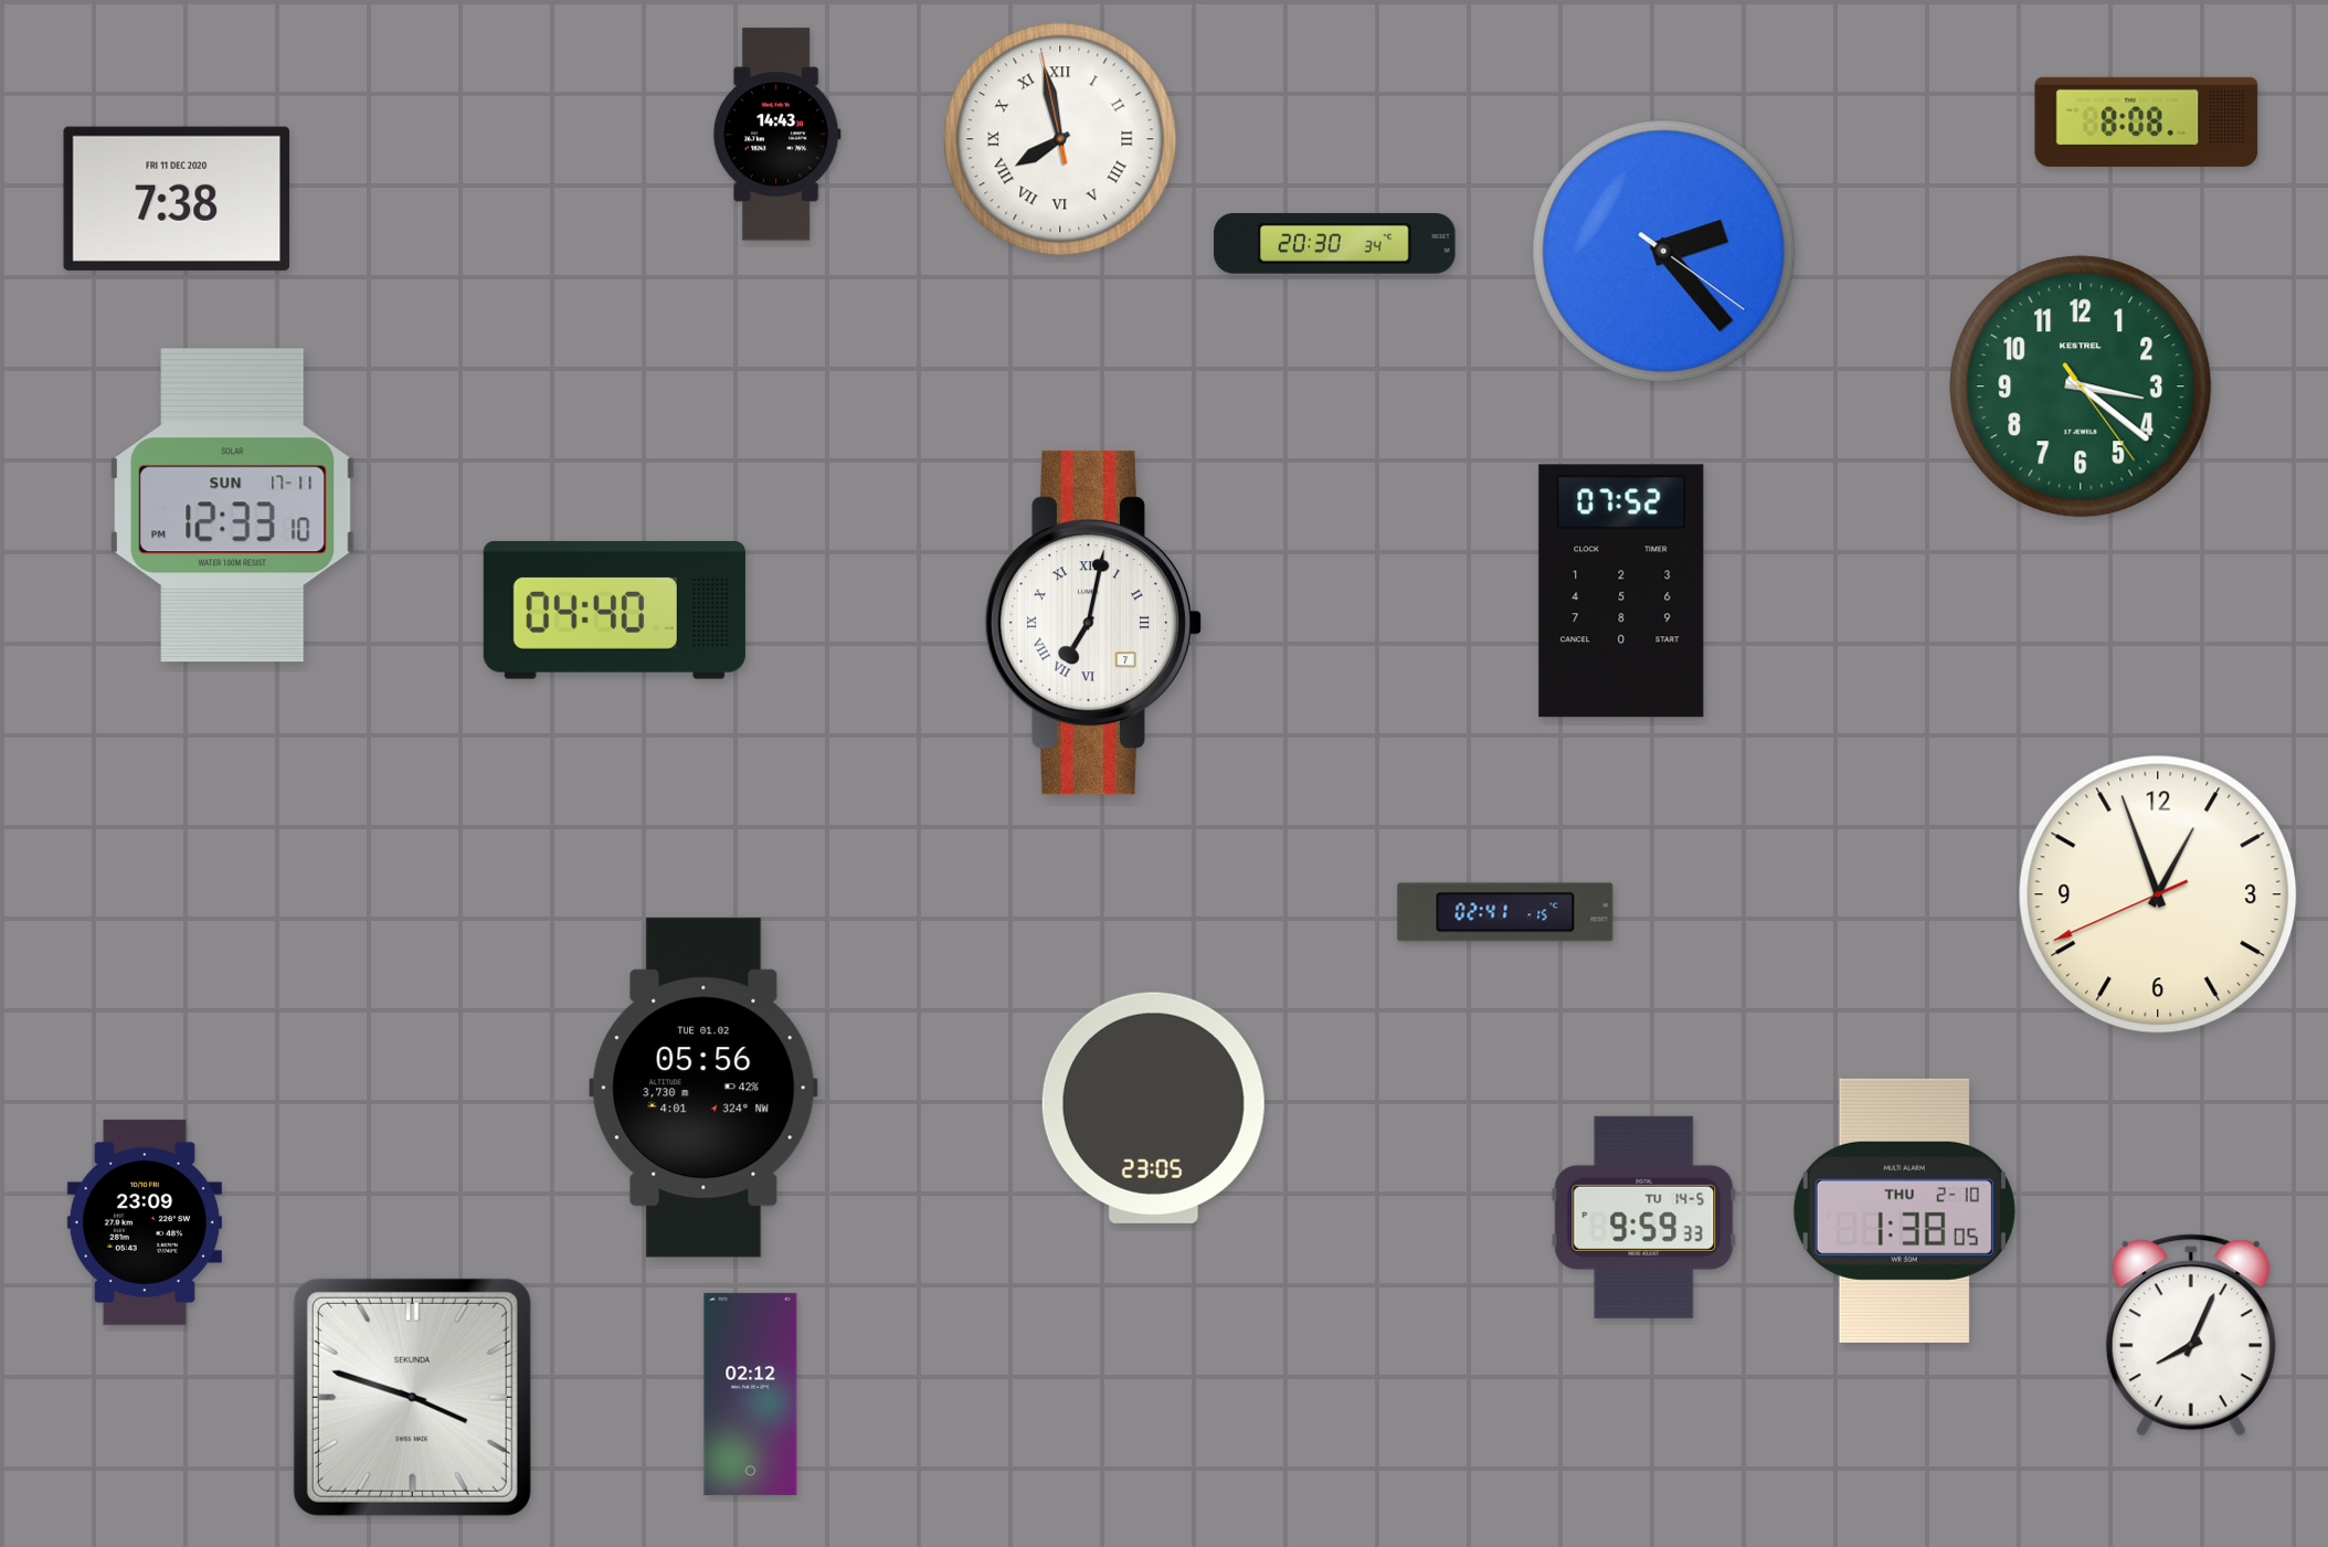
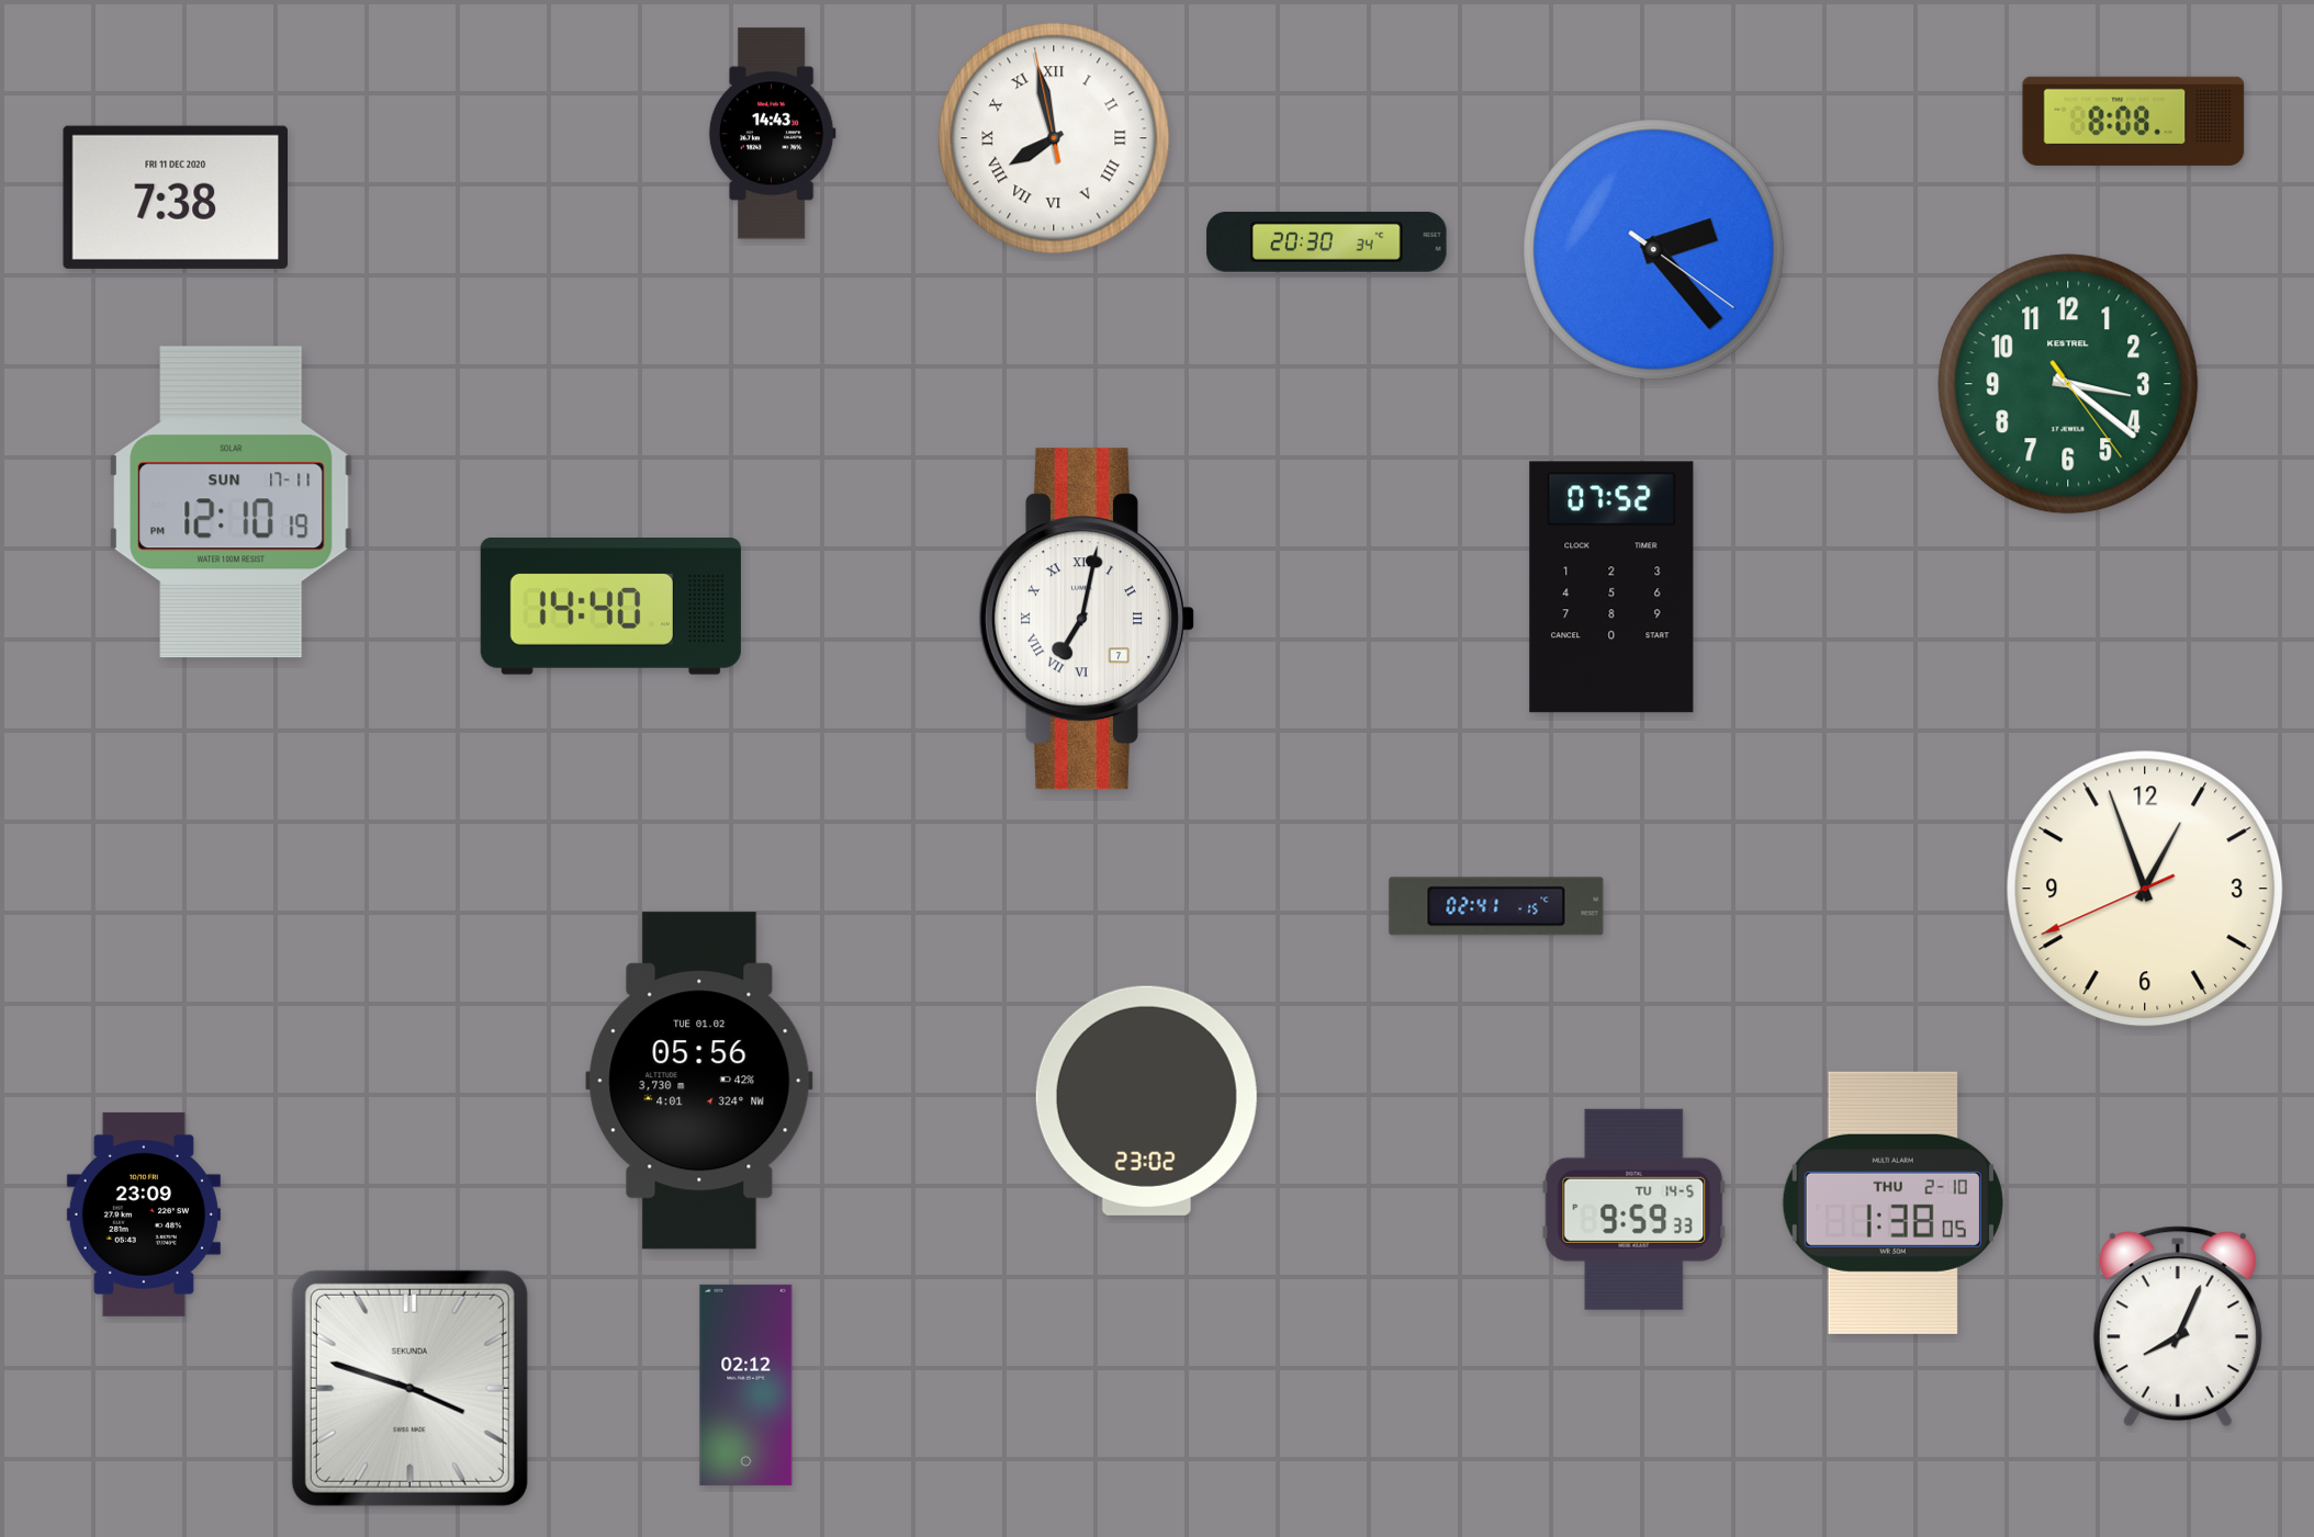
clock at (233, 506): 12:33 -> 12:10
clock at (614, 611): 04:40 -> 14:40
clock at (1153, 1108): 23:05 -> 23:02
